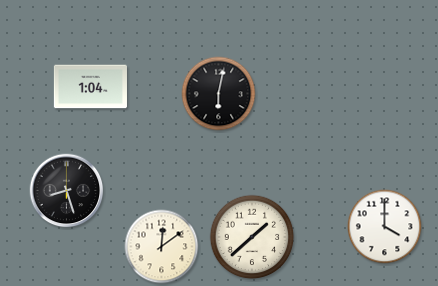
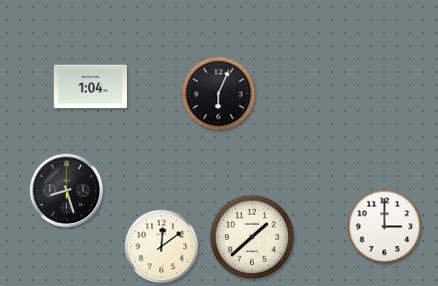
clock at (219, 94): 6:02 -> 6:04
clock at (385, 227): 4:00 -> 3:00
